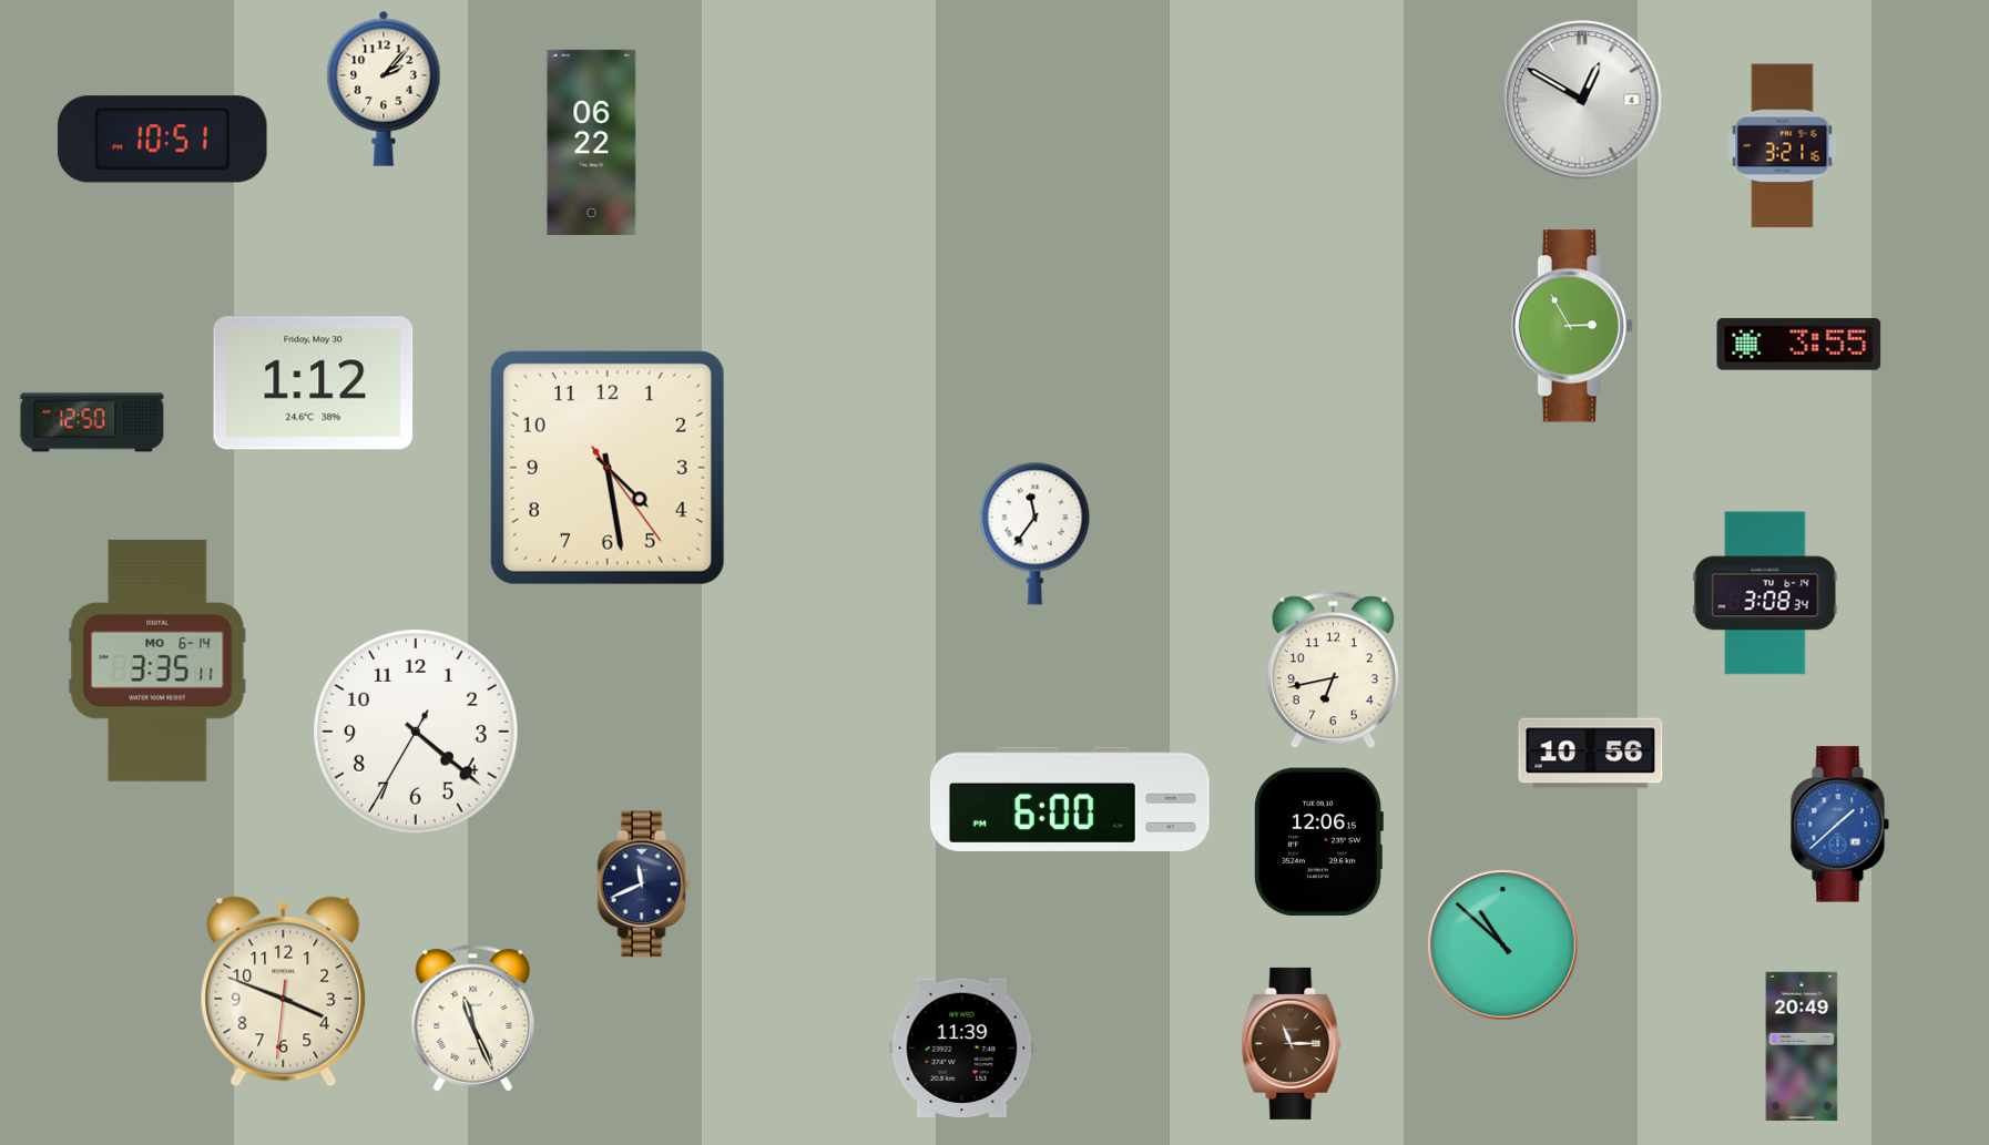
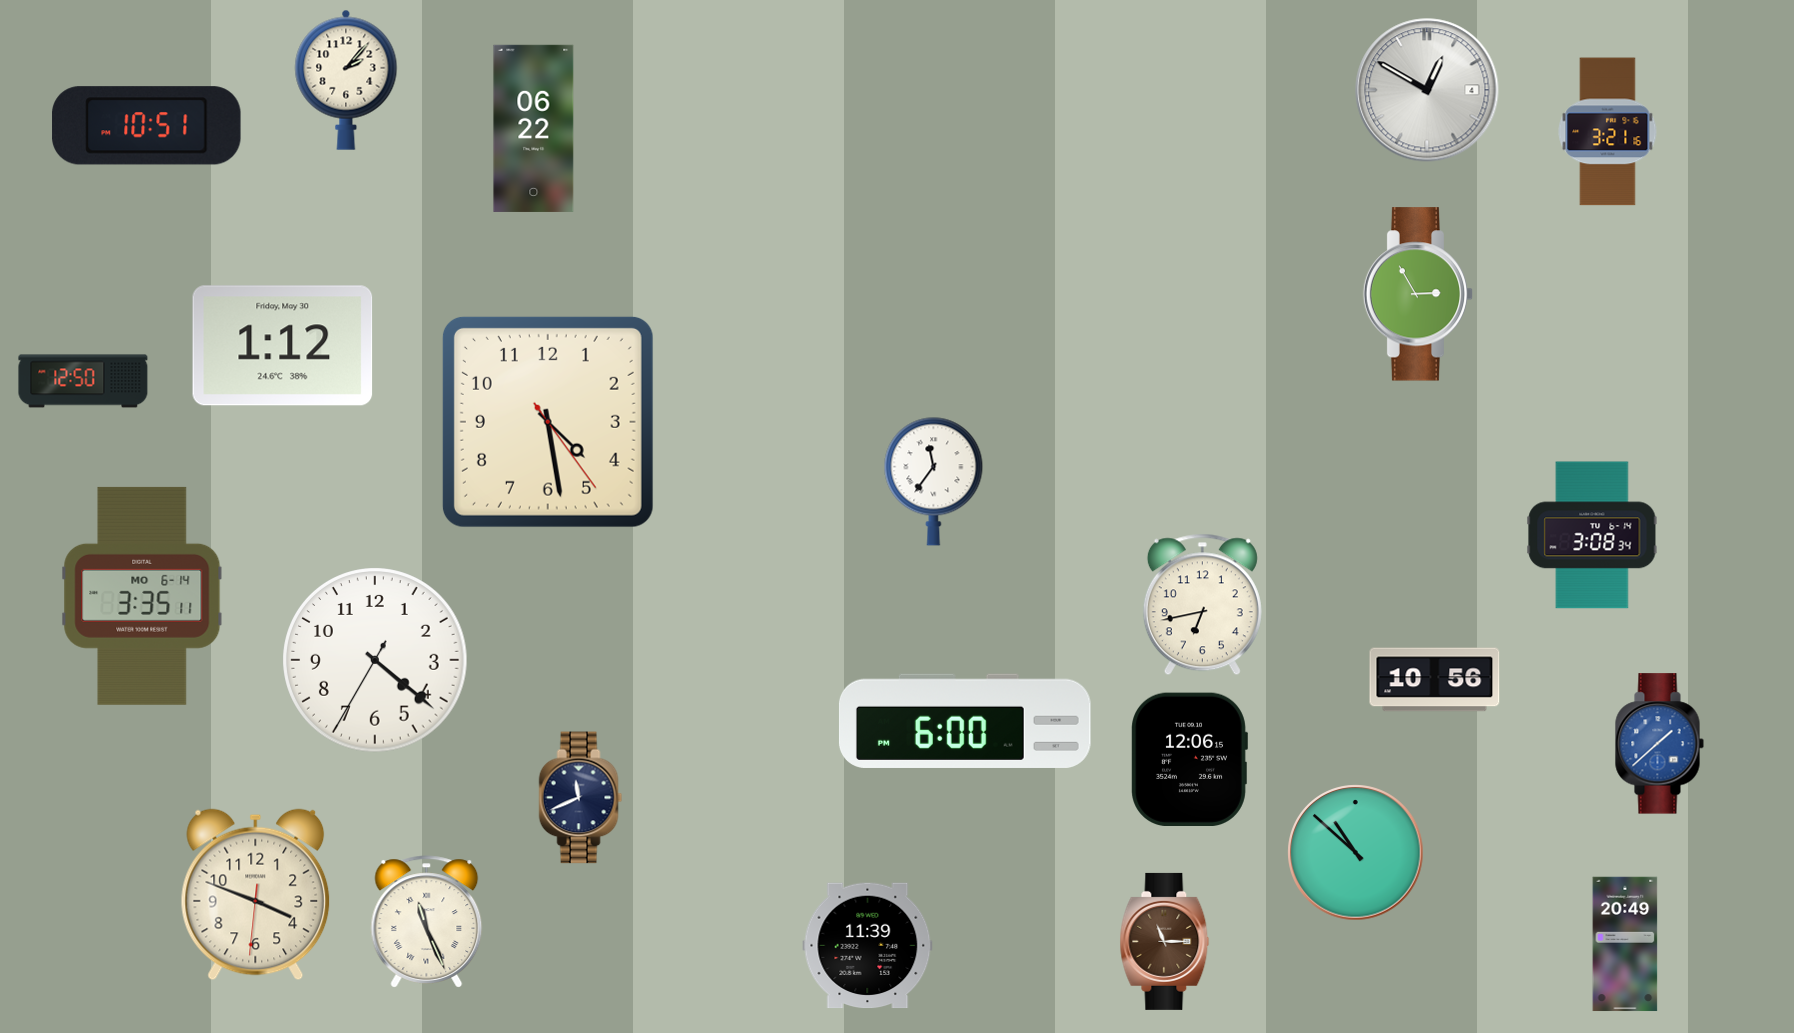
clock at (1799, 344): 3:55 -> none
clock at (473, 1019) position: (473, 1019) -> (427, 922)
